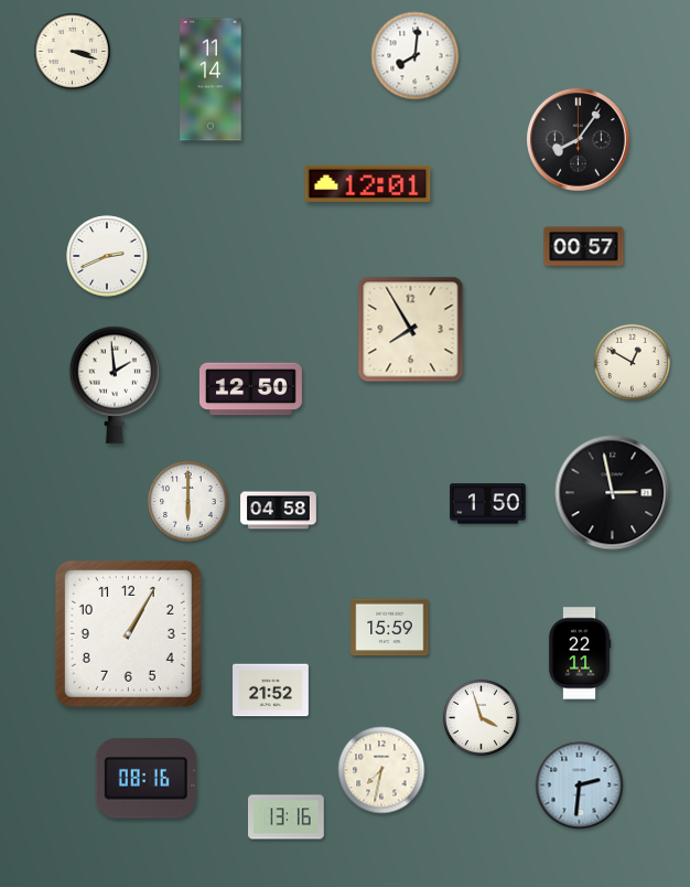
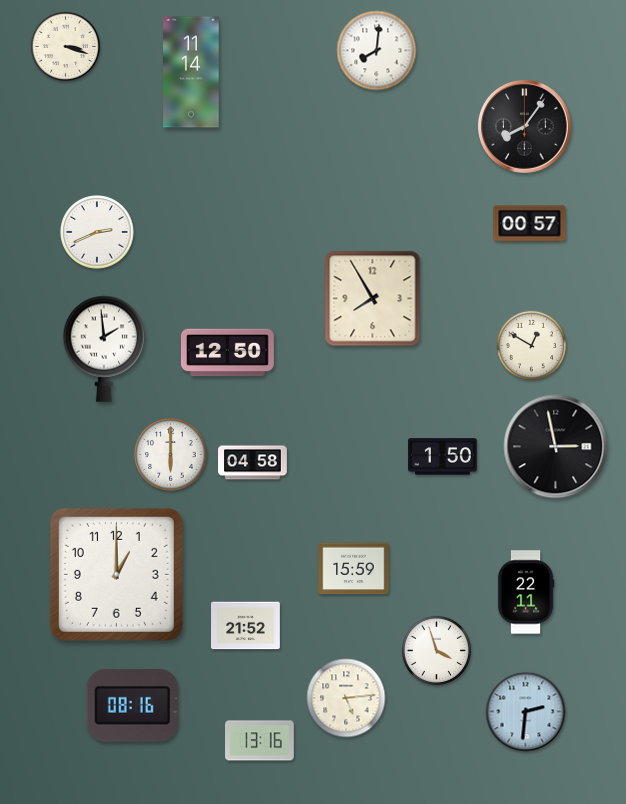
clock at (368, 183): 12:01 -> none
clock at (632, 362) position: (632, 362) -> (531, 345)
clock at (128, 633): 1:05 -> 1:00
clock at (381, 770): 7:32 -> 5:14
